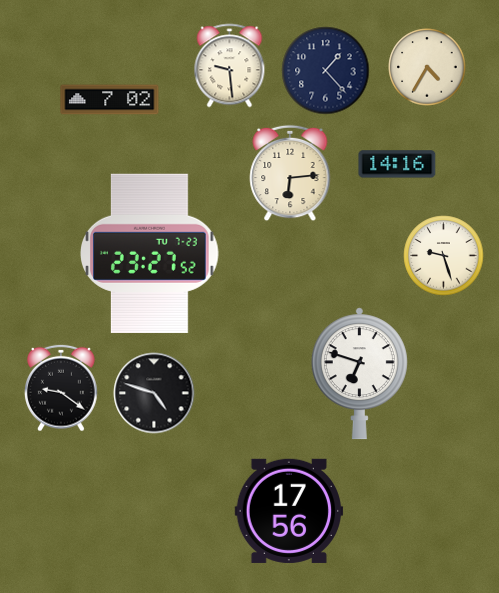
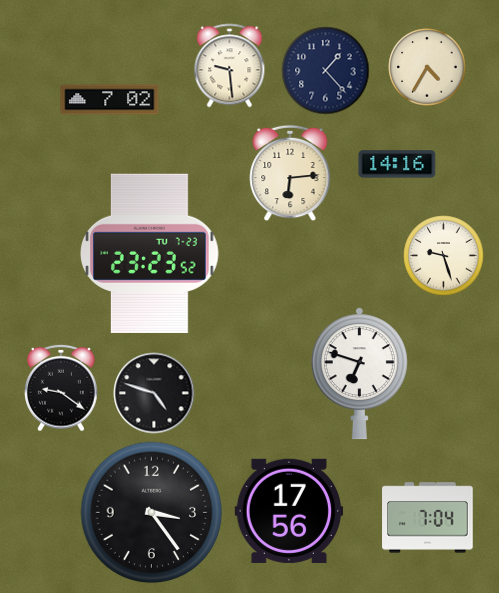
clock at (150, 253): 23:27 -> 23:23
clock at (152, 513): none -> 3:24
clock at (428, 518): none -> 7:04
